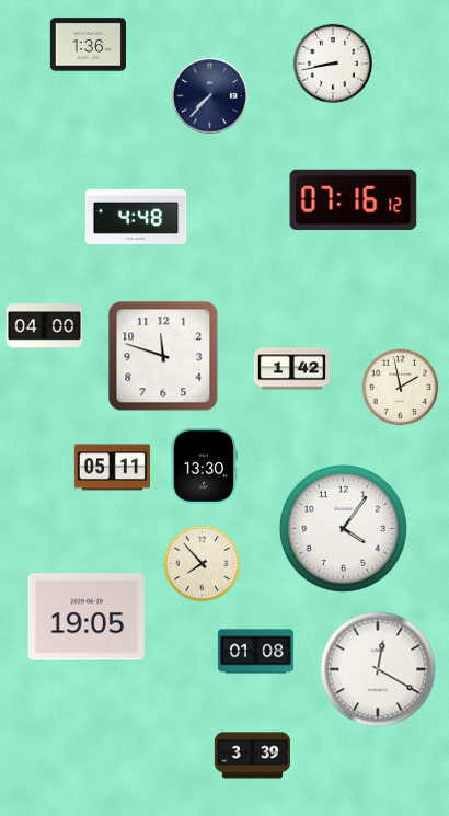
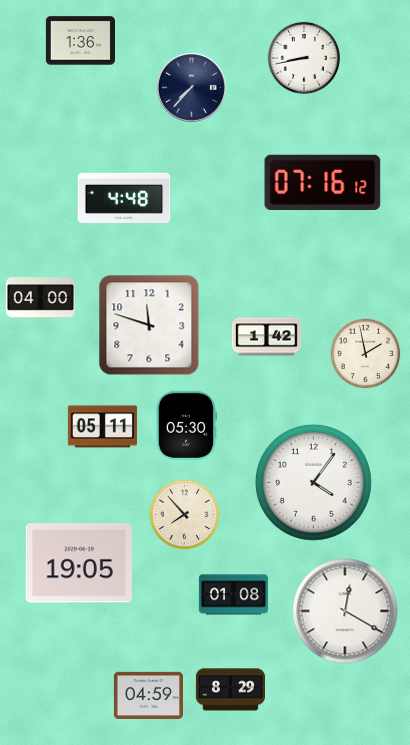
clock at (204, 466): 13:30 -> 05:30
clock at (252, 756): 3:39 -> 8:29
clock at (148, 695): none -> 04:59
